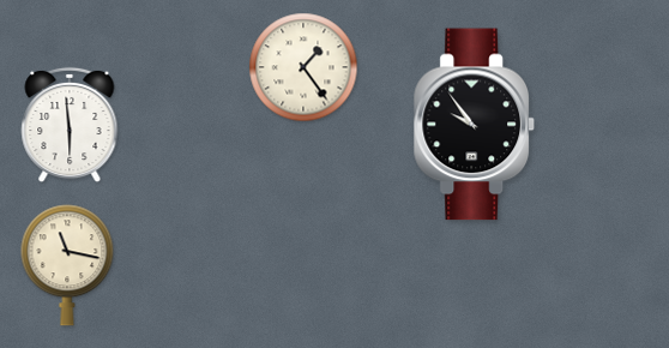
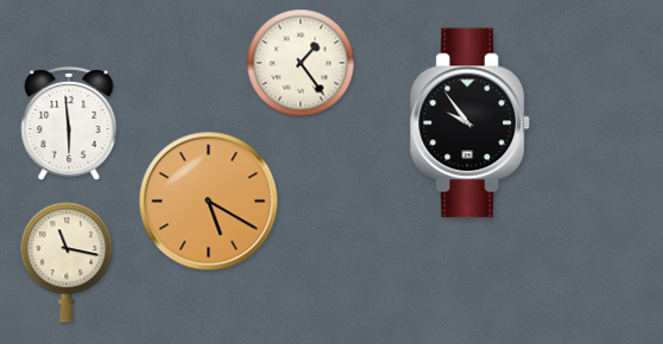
clock at (303, 67) position: (303, 67) -> (301, 63)
clock at (209, 202): none -> 5:20
